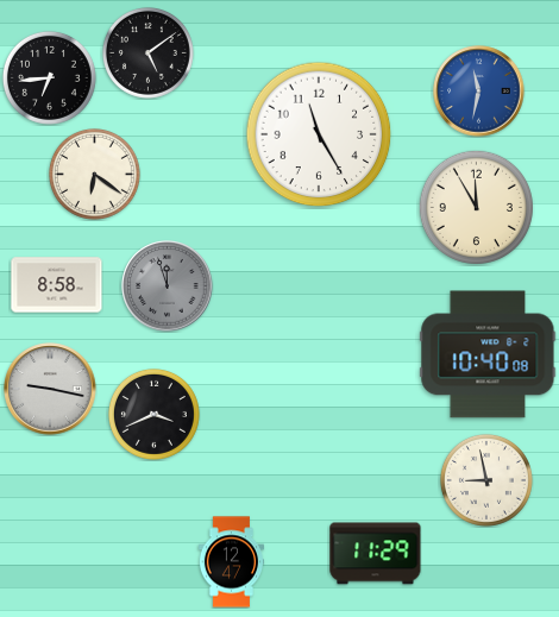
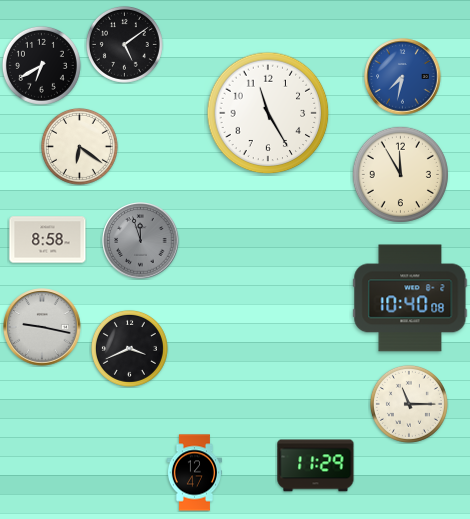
clock at (49, 77): 6:44 -> 6:40
clock at (479, 92): 11:32 -> 7:32
clock at (486, 480): 8:58 -> 11:15
